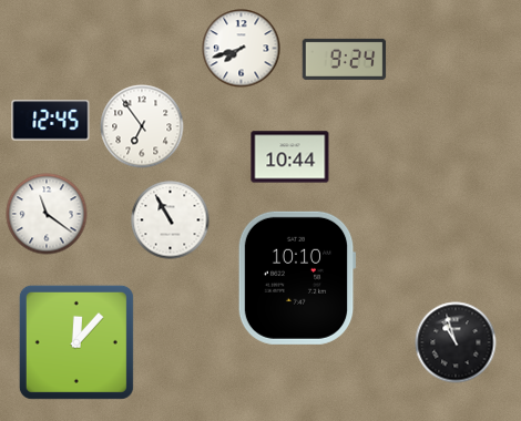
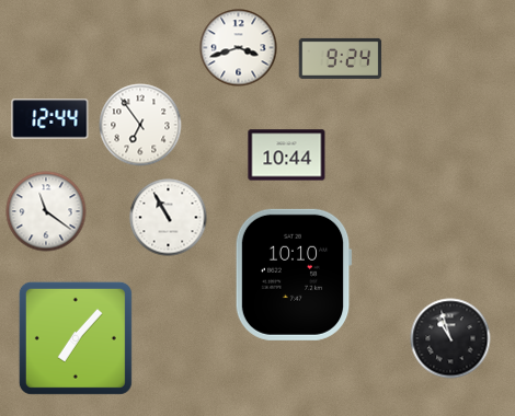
clock at (242, 49): 7:42 -> 3:42
clock at (51, 121): 12:45 -> 12:44
clock at (76, 342): 12:07 -> 7:07
